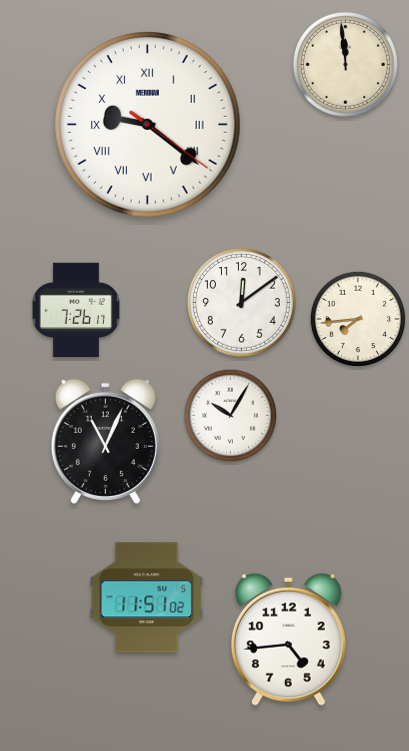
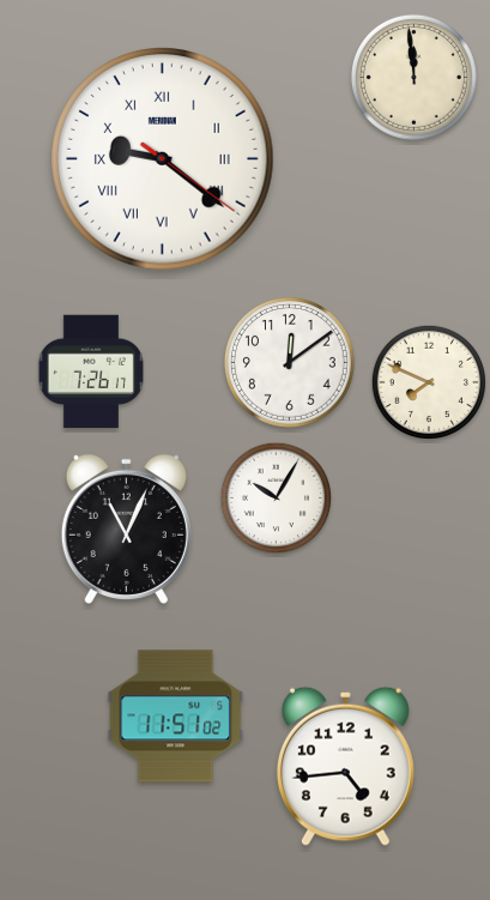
clock at (148, 125) position: (148, 125) -> (163, 159)
clock at (357, 318): 7:44 -> 7:49
